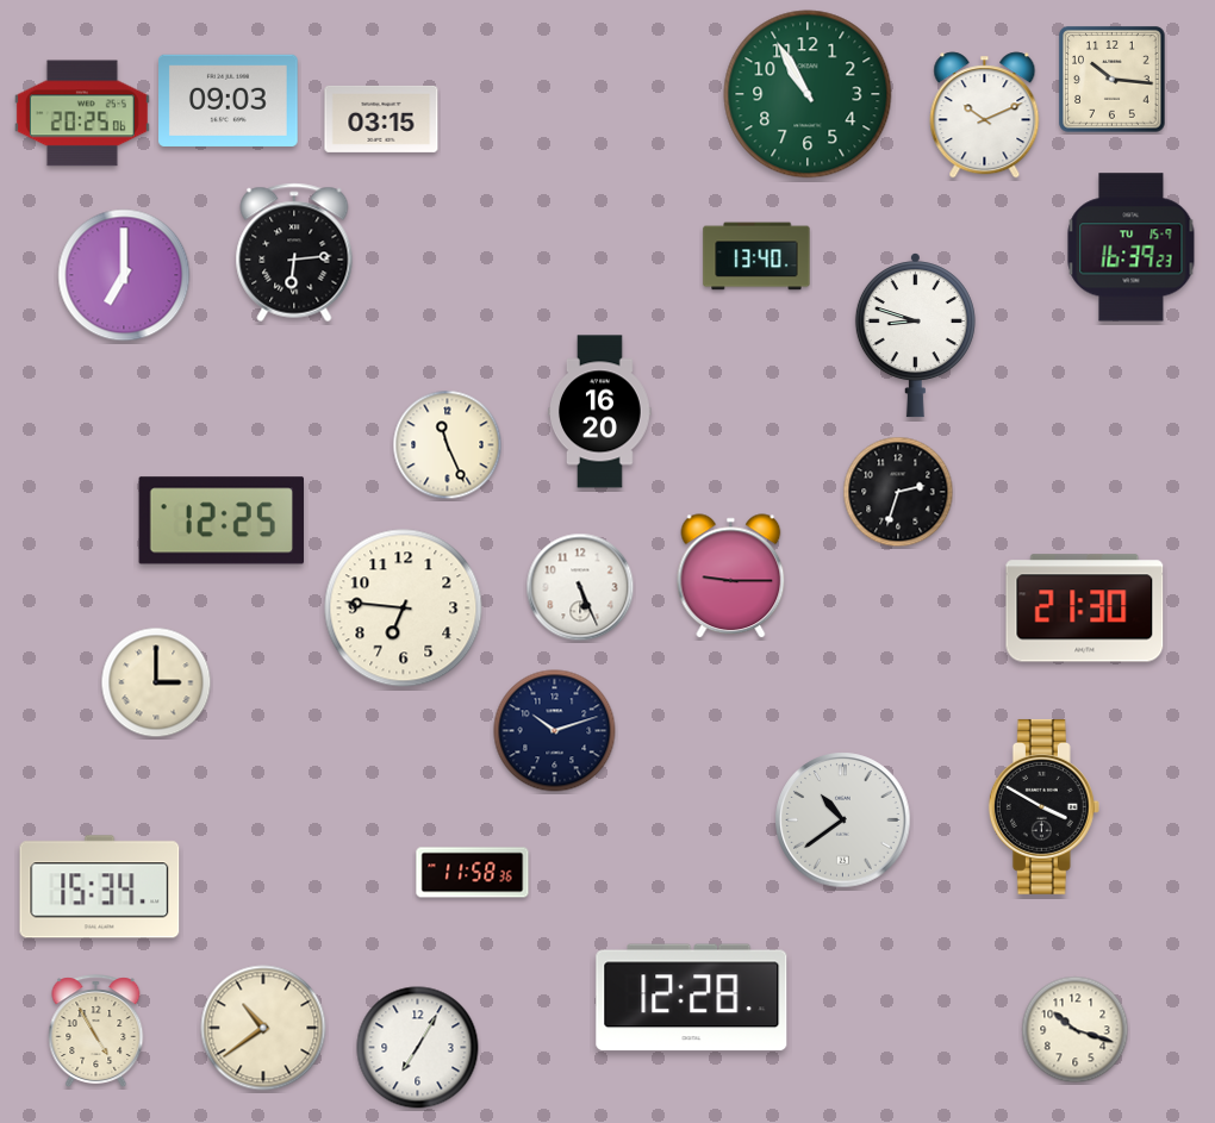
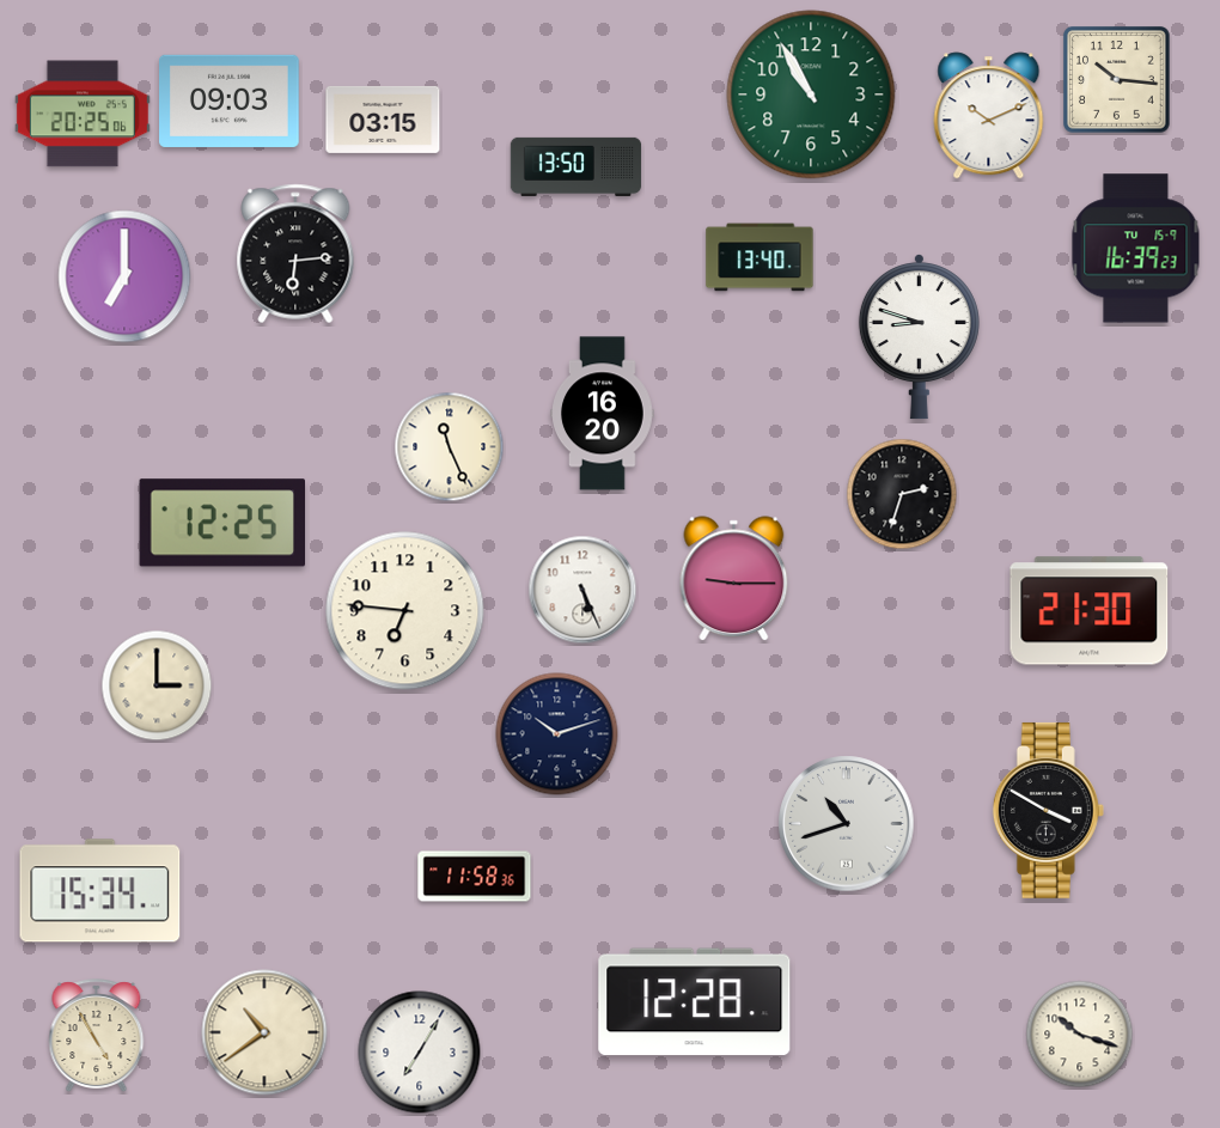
clock at (577, 166): none -> 13:50
clock at (843, 821): 10:39 -> 10:42
